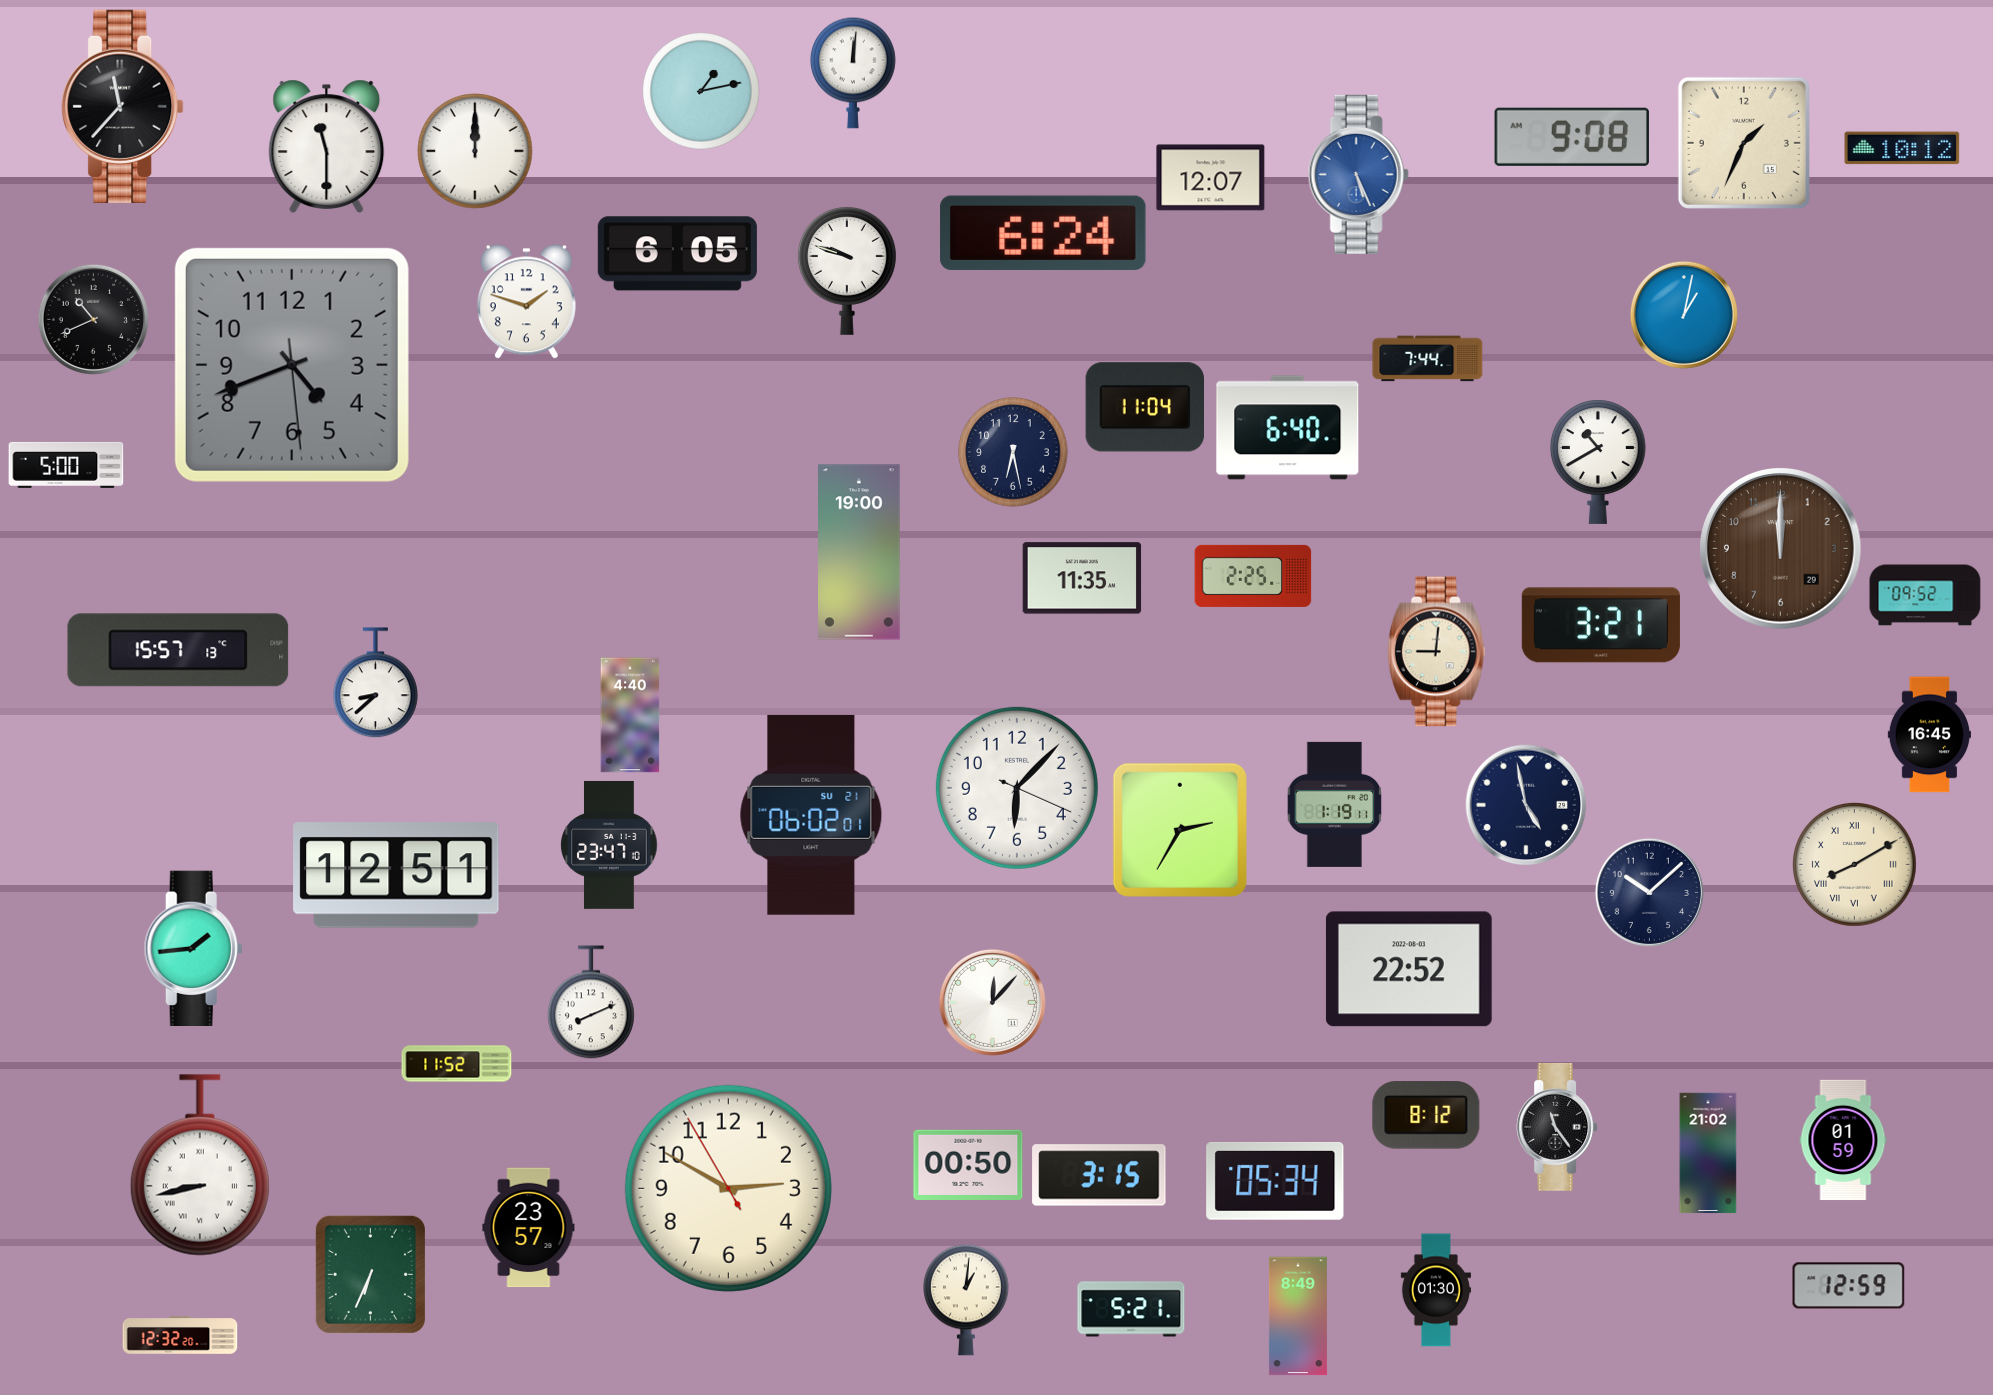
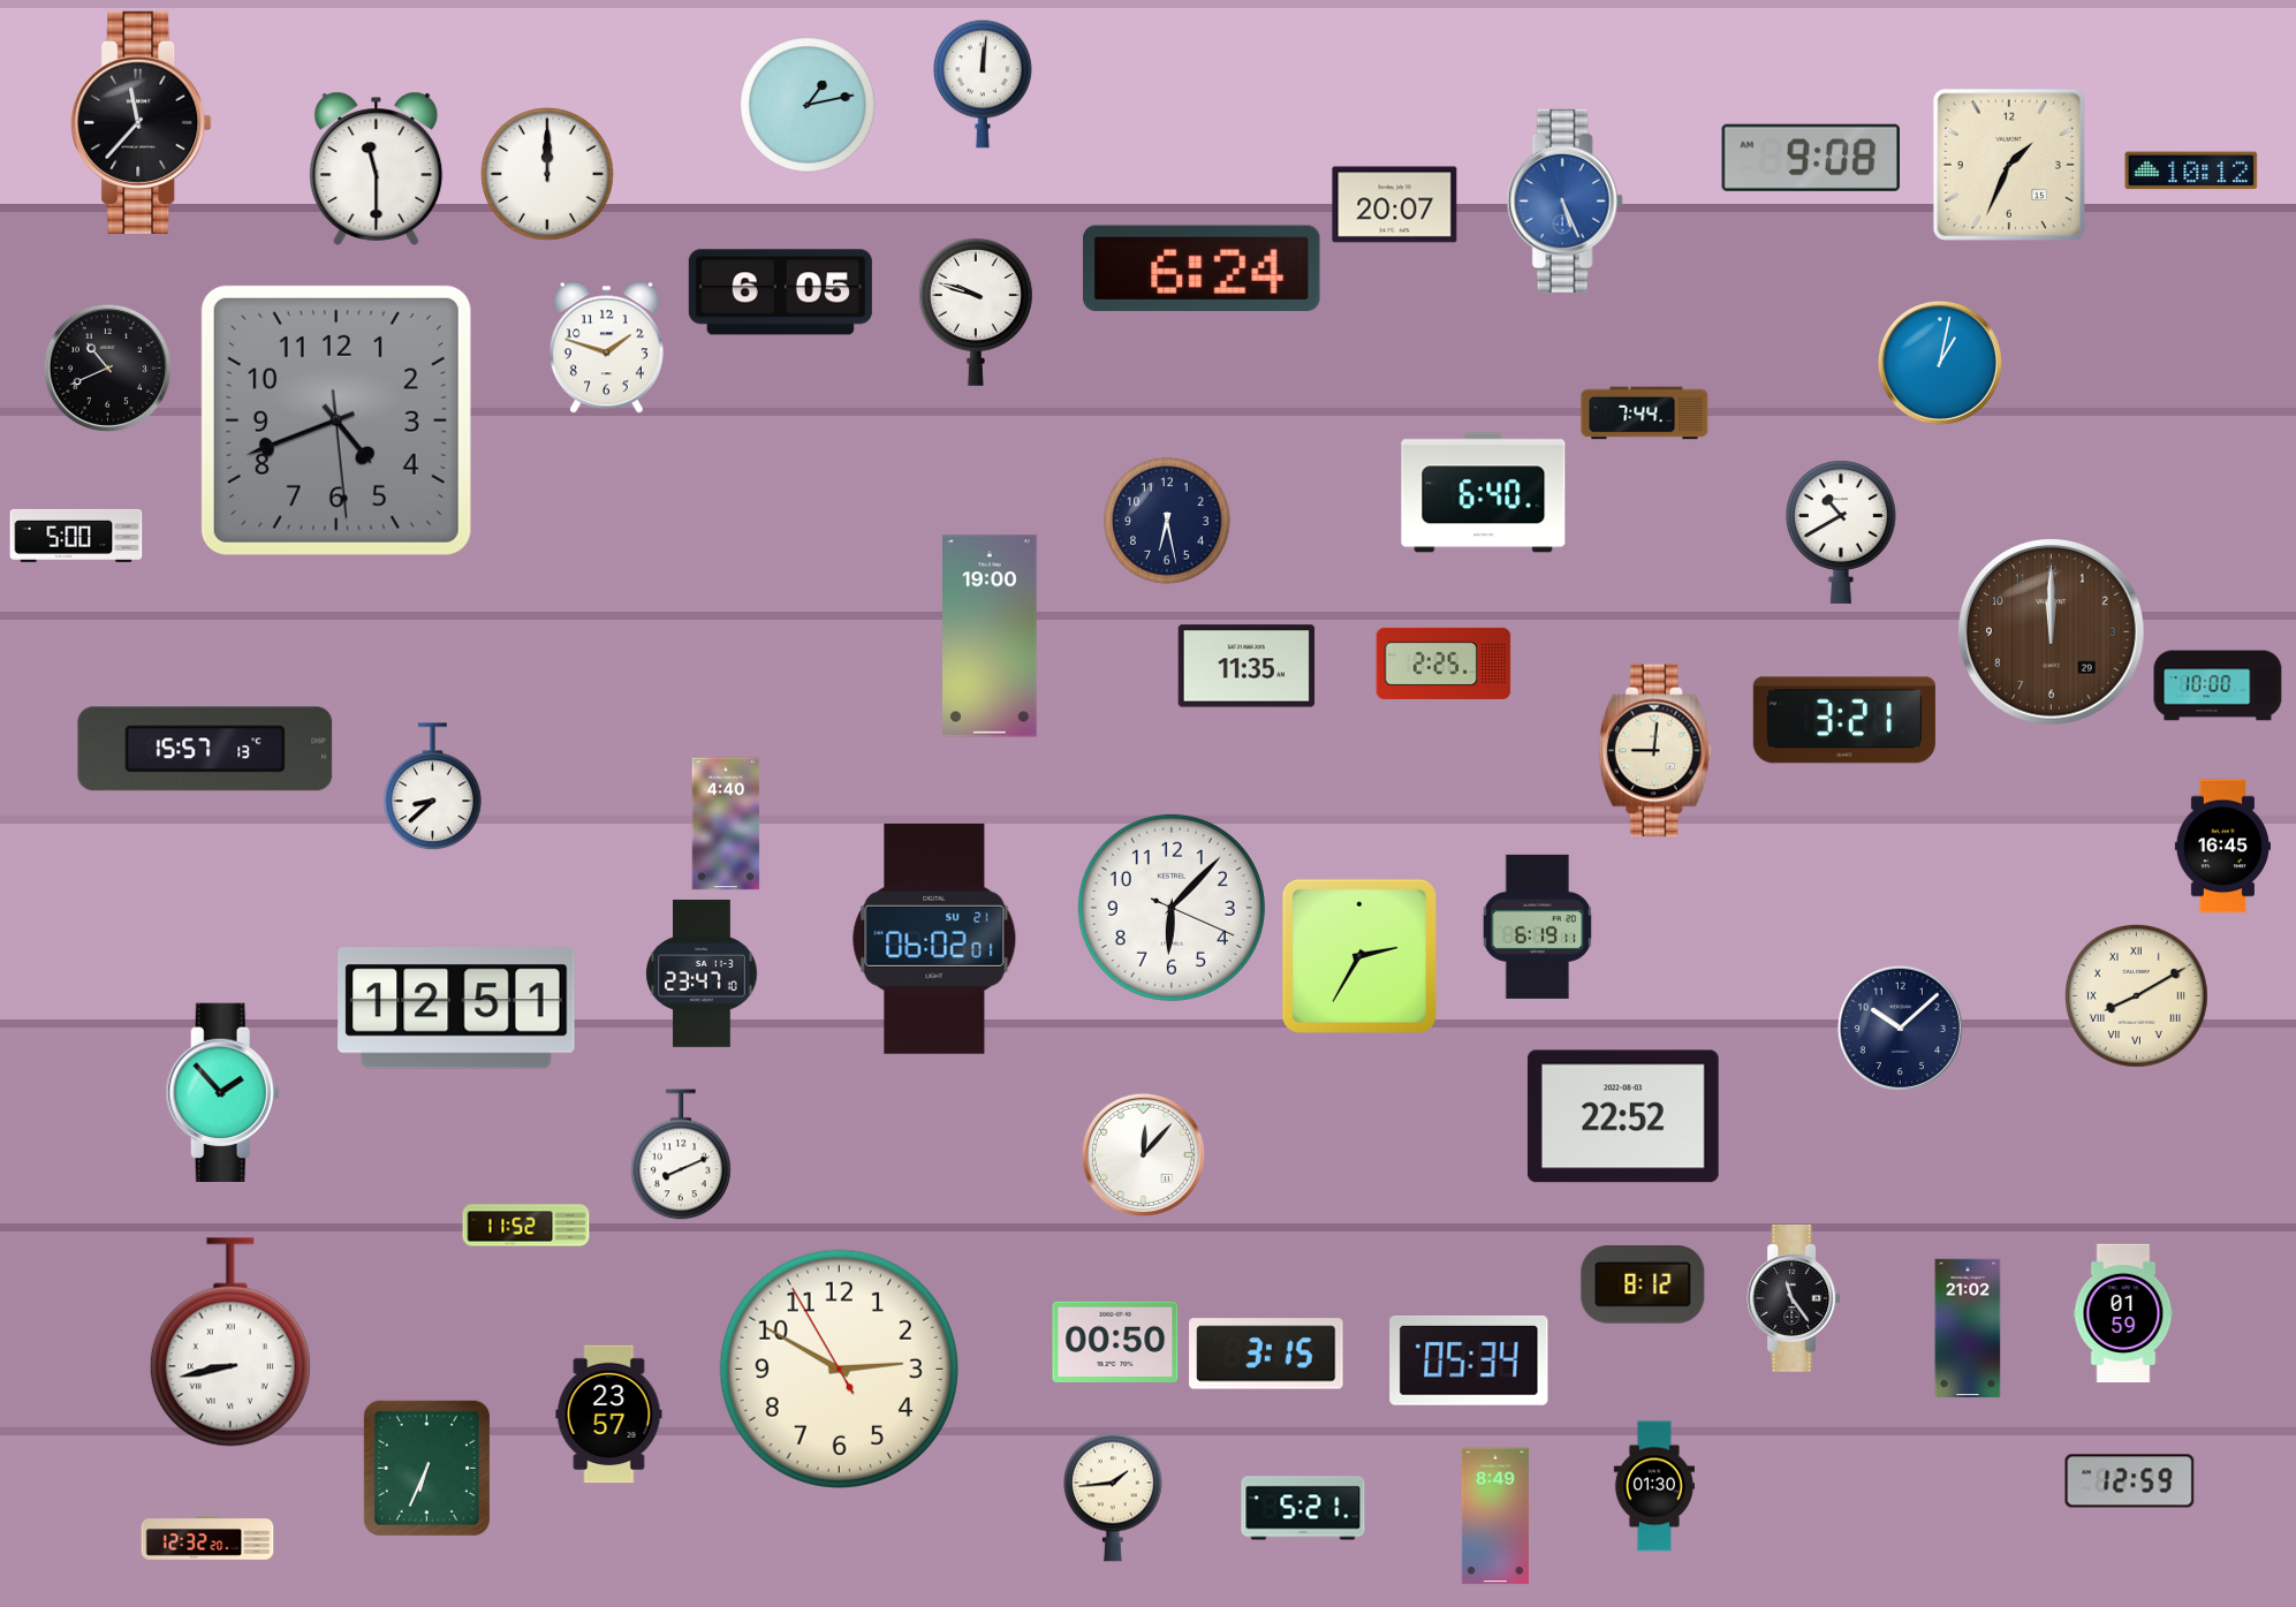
clock at (1211, 178): 12:07 -> 20:07
clock at (1144, 407): 11:04 -> none
clock at (1925, 595): 09:52 -> 10:00
clock at (1335, 804): 1:19 -> 6:19
clock at (1526, 805): 4:58 -> none
clock at (193, 948): 1:44 -> 1:53
clock at (967, 1300): 1:01 -> 1:44
